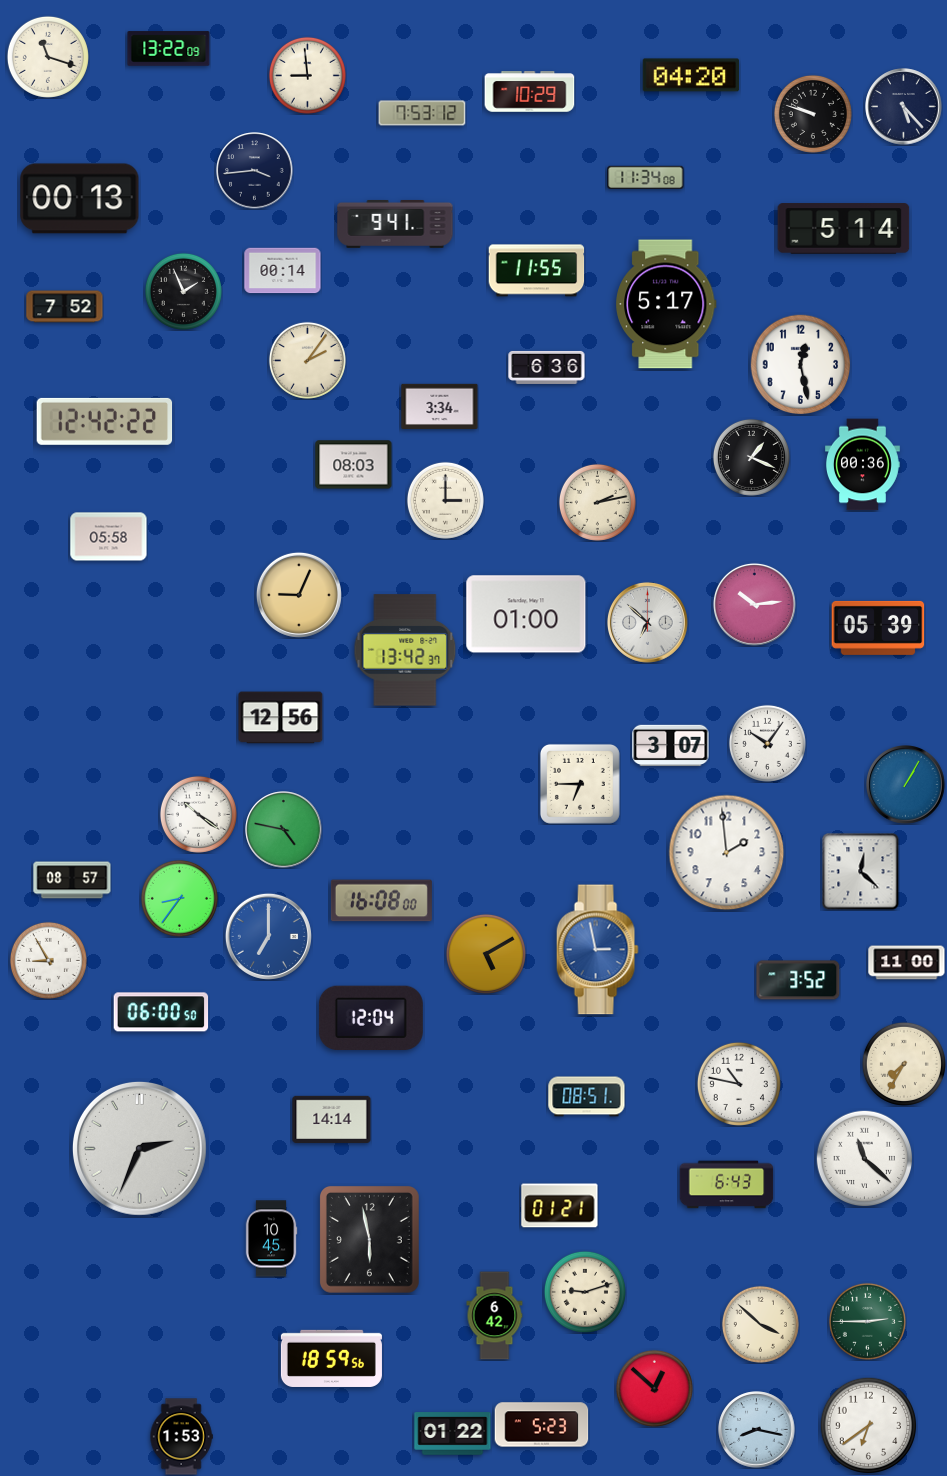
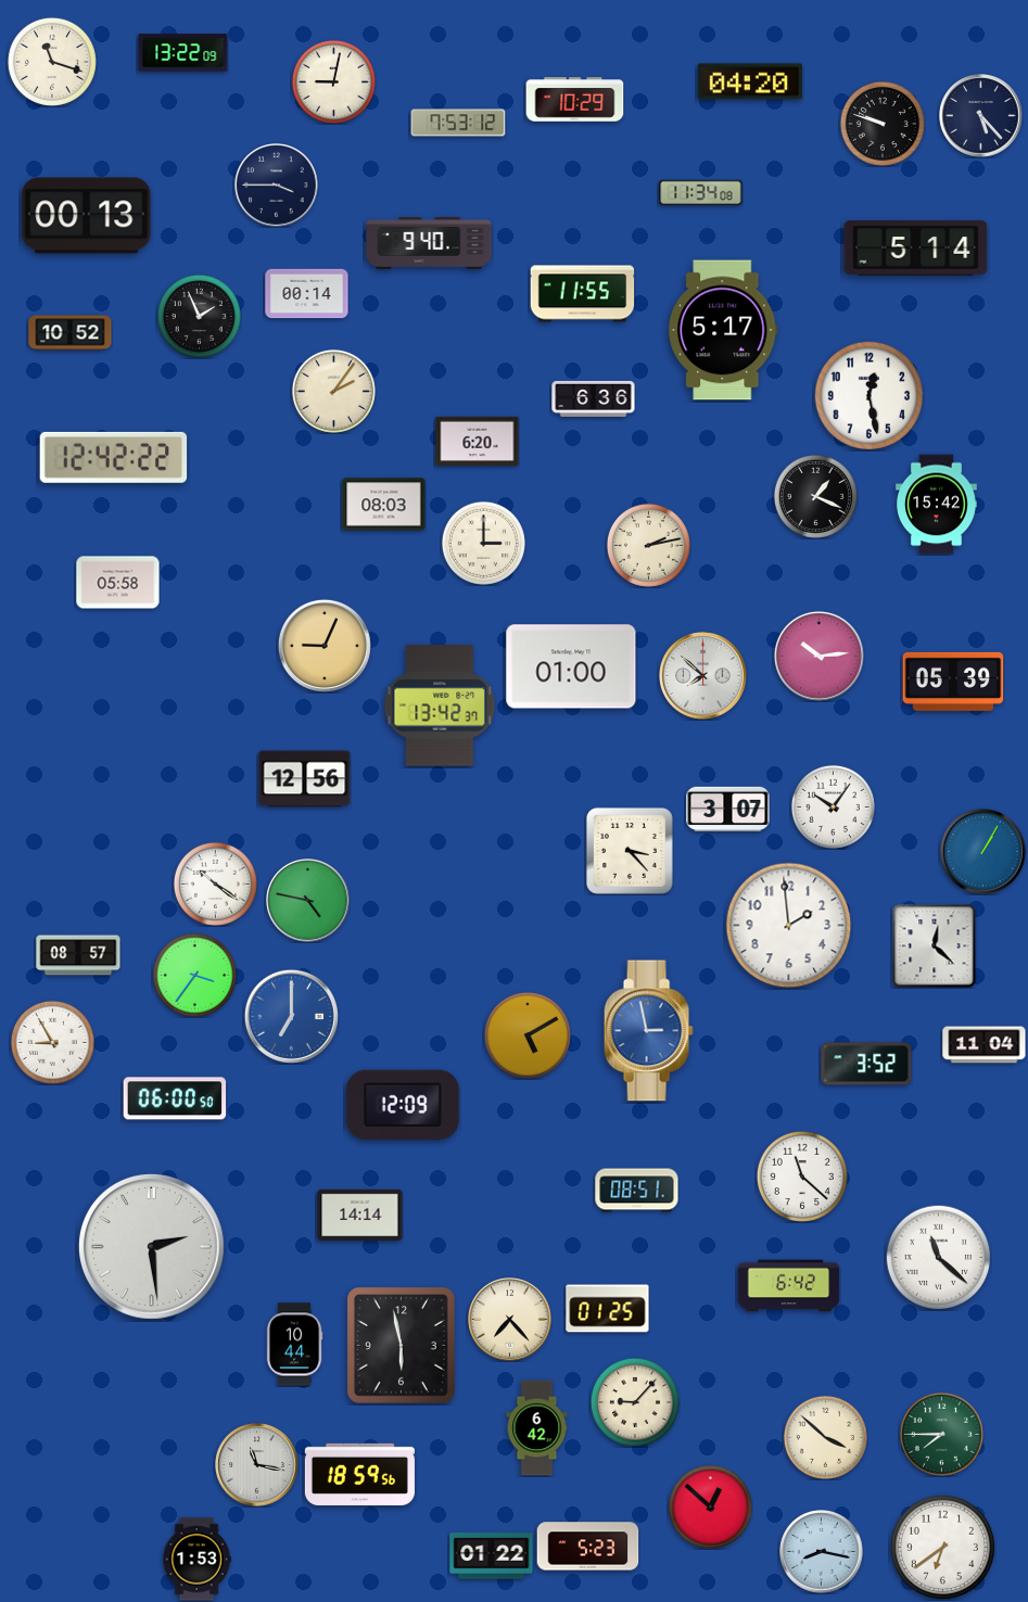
clock at (307, 75): 8:59 -> 9:02
clock at (255, 171): 3:44 -> 3:45
clock at (395, 224): 9:41 -> 9:40
clock at (65, 307): 7:52 -> 10:52
clock at (440, 406): 3:34 -> 6:20
clock at (863, 465): 00:36 -> 15:42
clock at (648, 623): 6:52 -> 7:52
clock at (580, 784): 6:45 -> 3:23
clock at (179, 898): 8:36 -> 3:36
clock at (381, 901): 16:08 -> none
clock at (907, 963): 11:00 -> 11:04
clock at (371, 1017): 12:04 -> 12:09
clock at (904, 1064): 7:35 -> none
clock at (739, 1084): 10:47 -> 11:22
clock at (139, 1148): 2:34 -> 2:29
clock at (727, 1185): 6:43 -> 6:42
clock at (560, 1206): 01:21 -> 01:25
clock at (510, 1320): none -> 7:23
clock at (271, 1239): 10:45 -> 10:44
clock at (585, 1292): 9:12 -> 9:07
clock at (867, 1321): 2:45 -> 7:45
clock at (257, 1465): none -> 11:17
